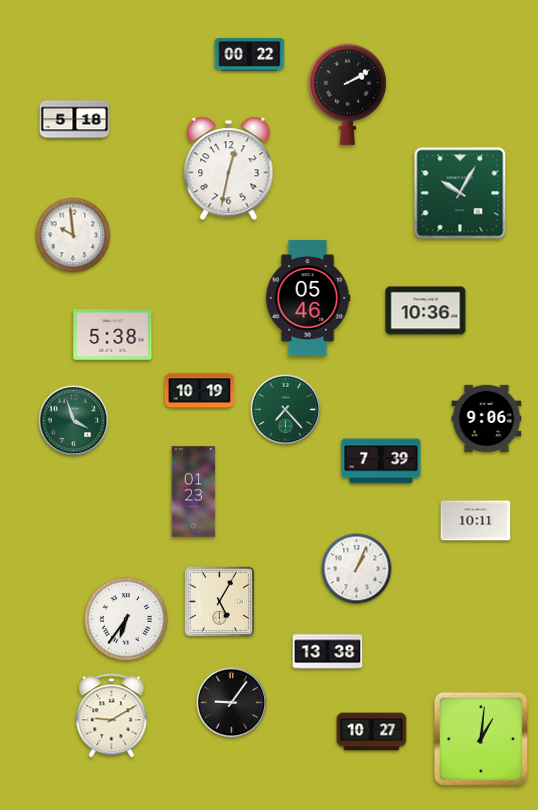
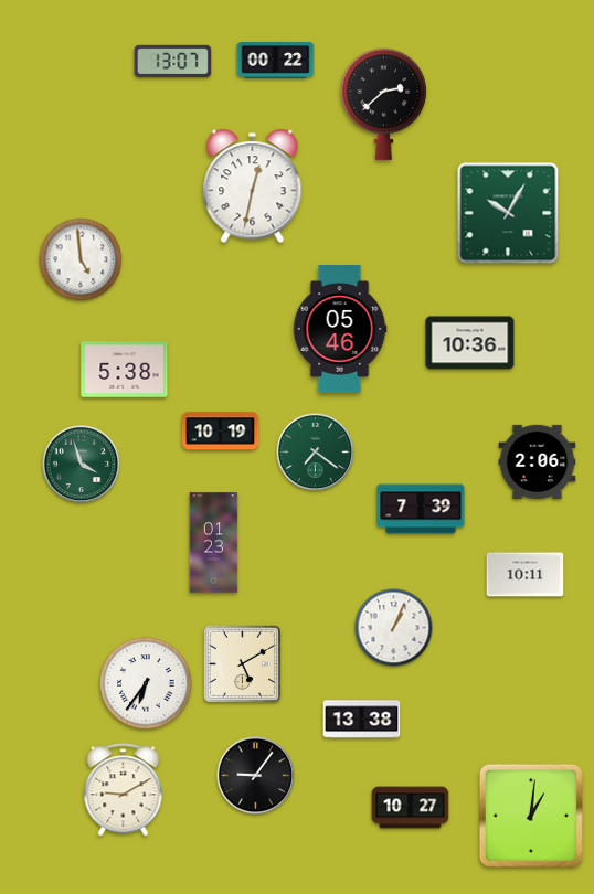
clock at (173, 62): none -> 13:07
clock at (347, 94): 2:10 -> 2:38
clock at (75, 120): 5:18 -> none
clock at (73, 235): 9:59 -> 4:59
clock at (286, 410): 7:23 -> 7:21
clock at (487, 418): 9:06 -> 2:06
clock at (219, 601): 5:05 -> 5:10
clock at (126, 619) position: (126, 619) -> (146, 683)
